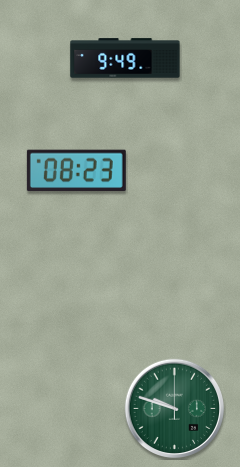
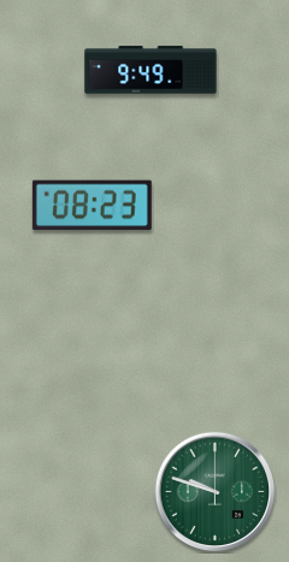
clock at (175, 409) position: (175, 409) -> (216, 492)
